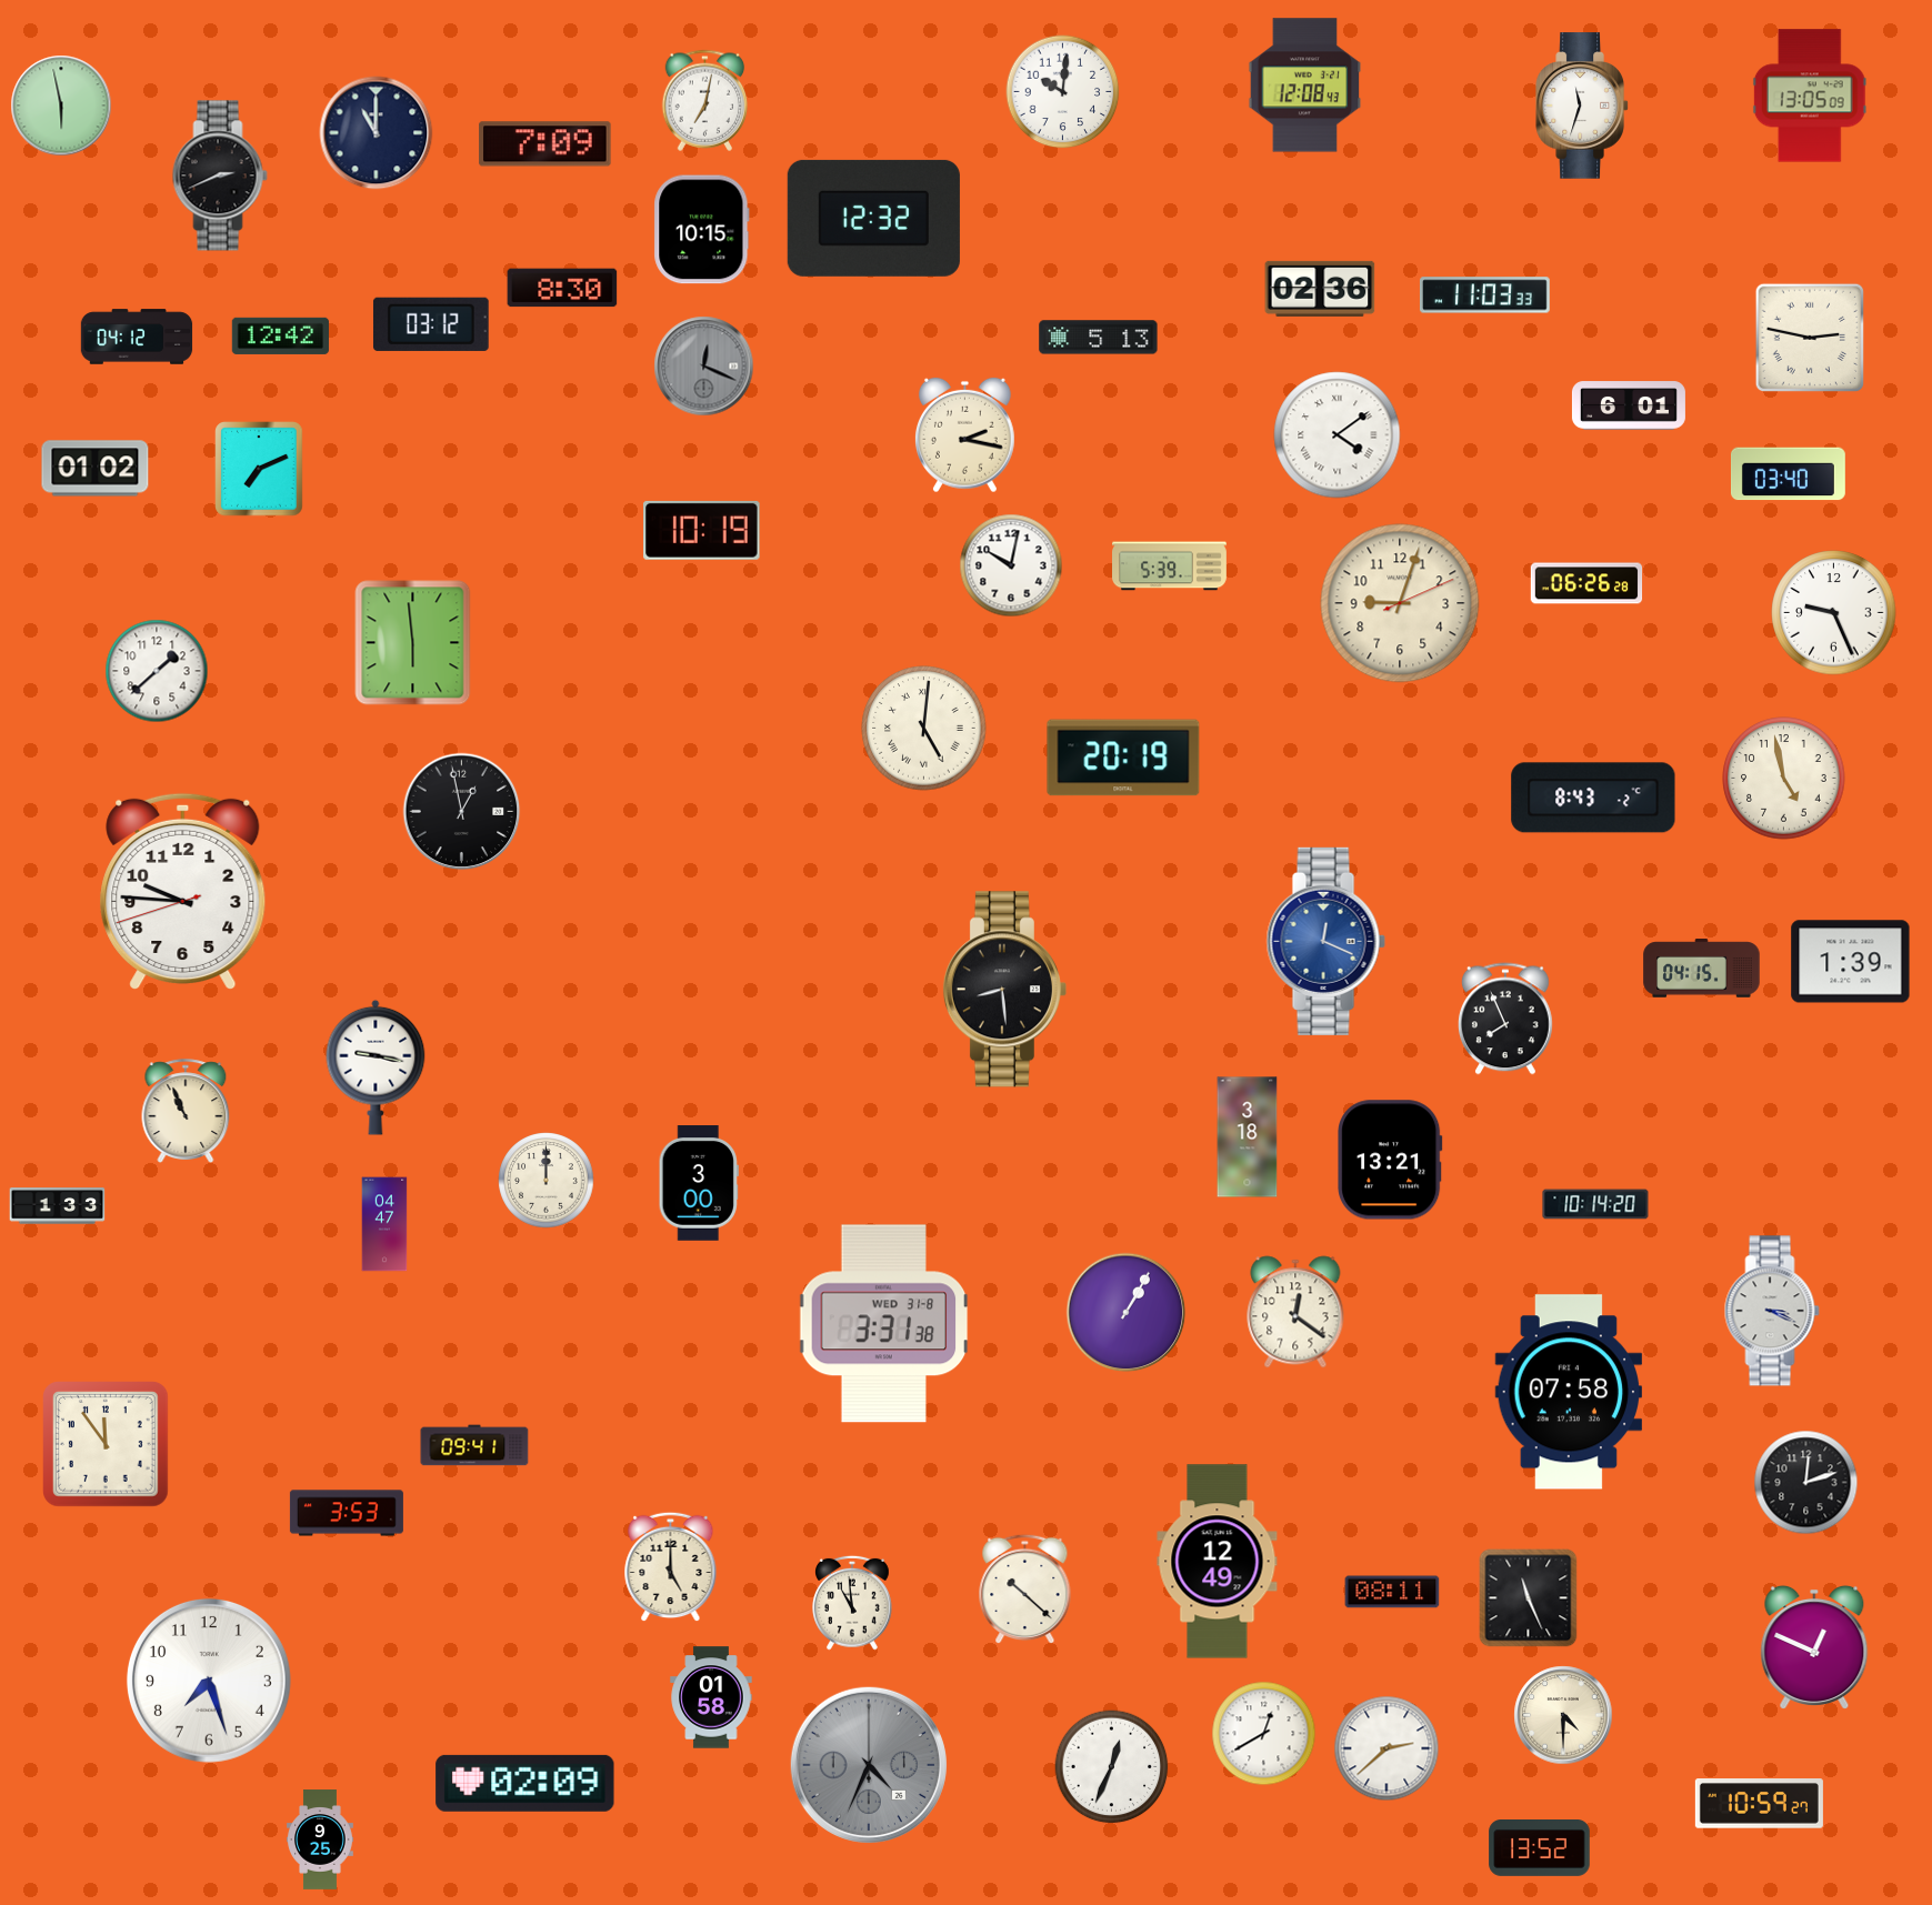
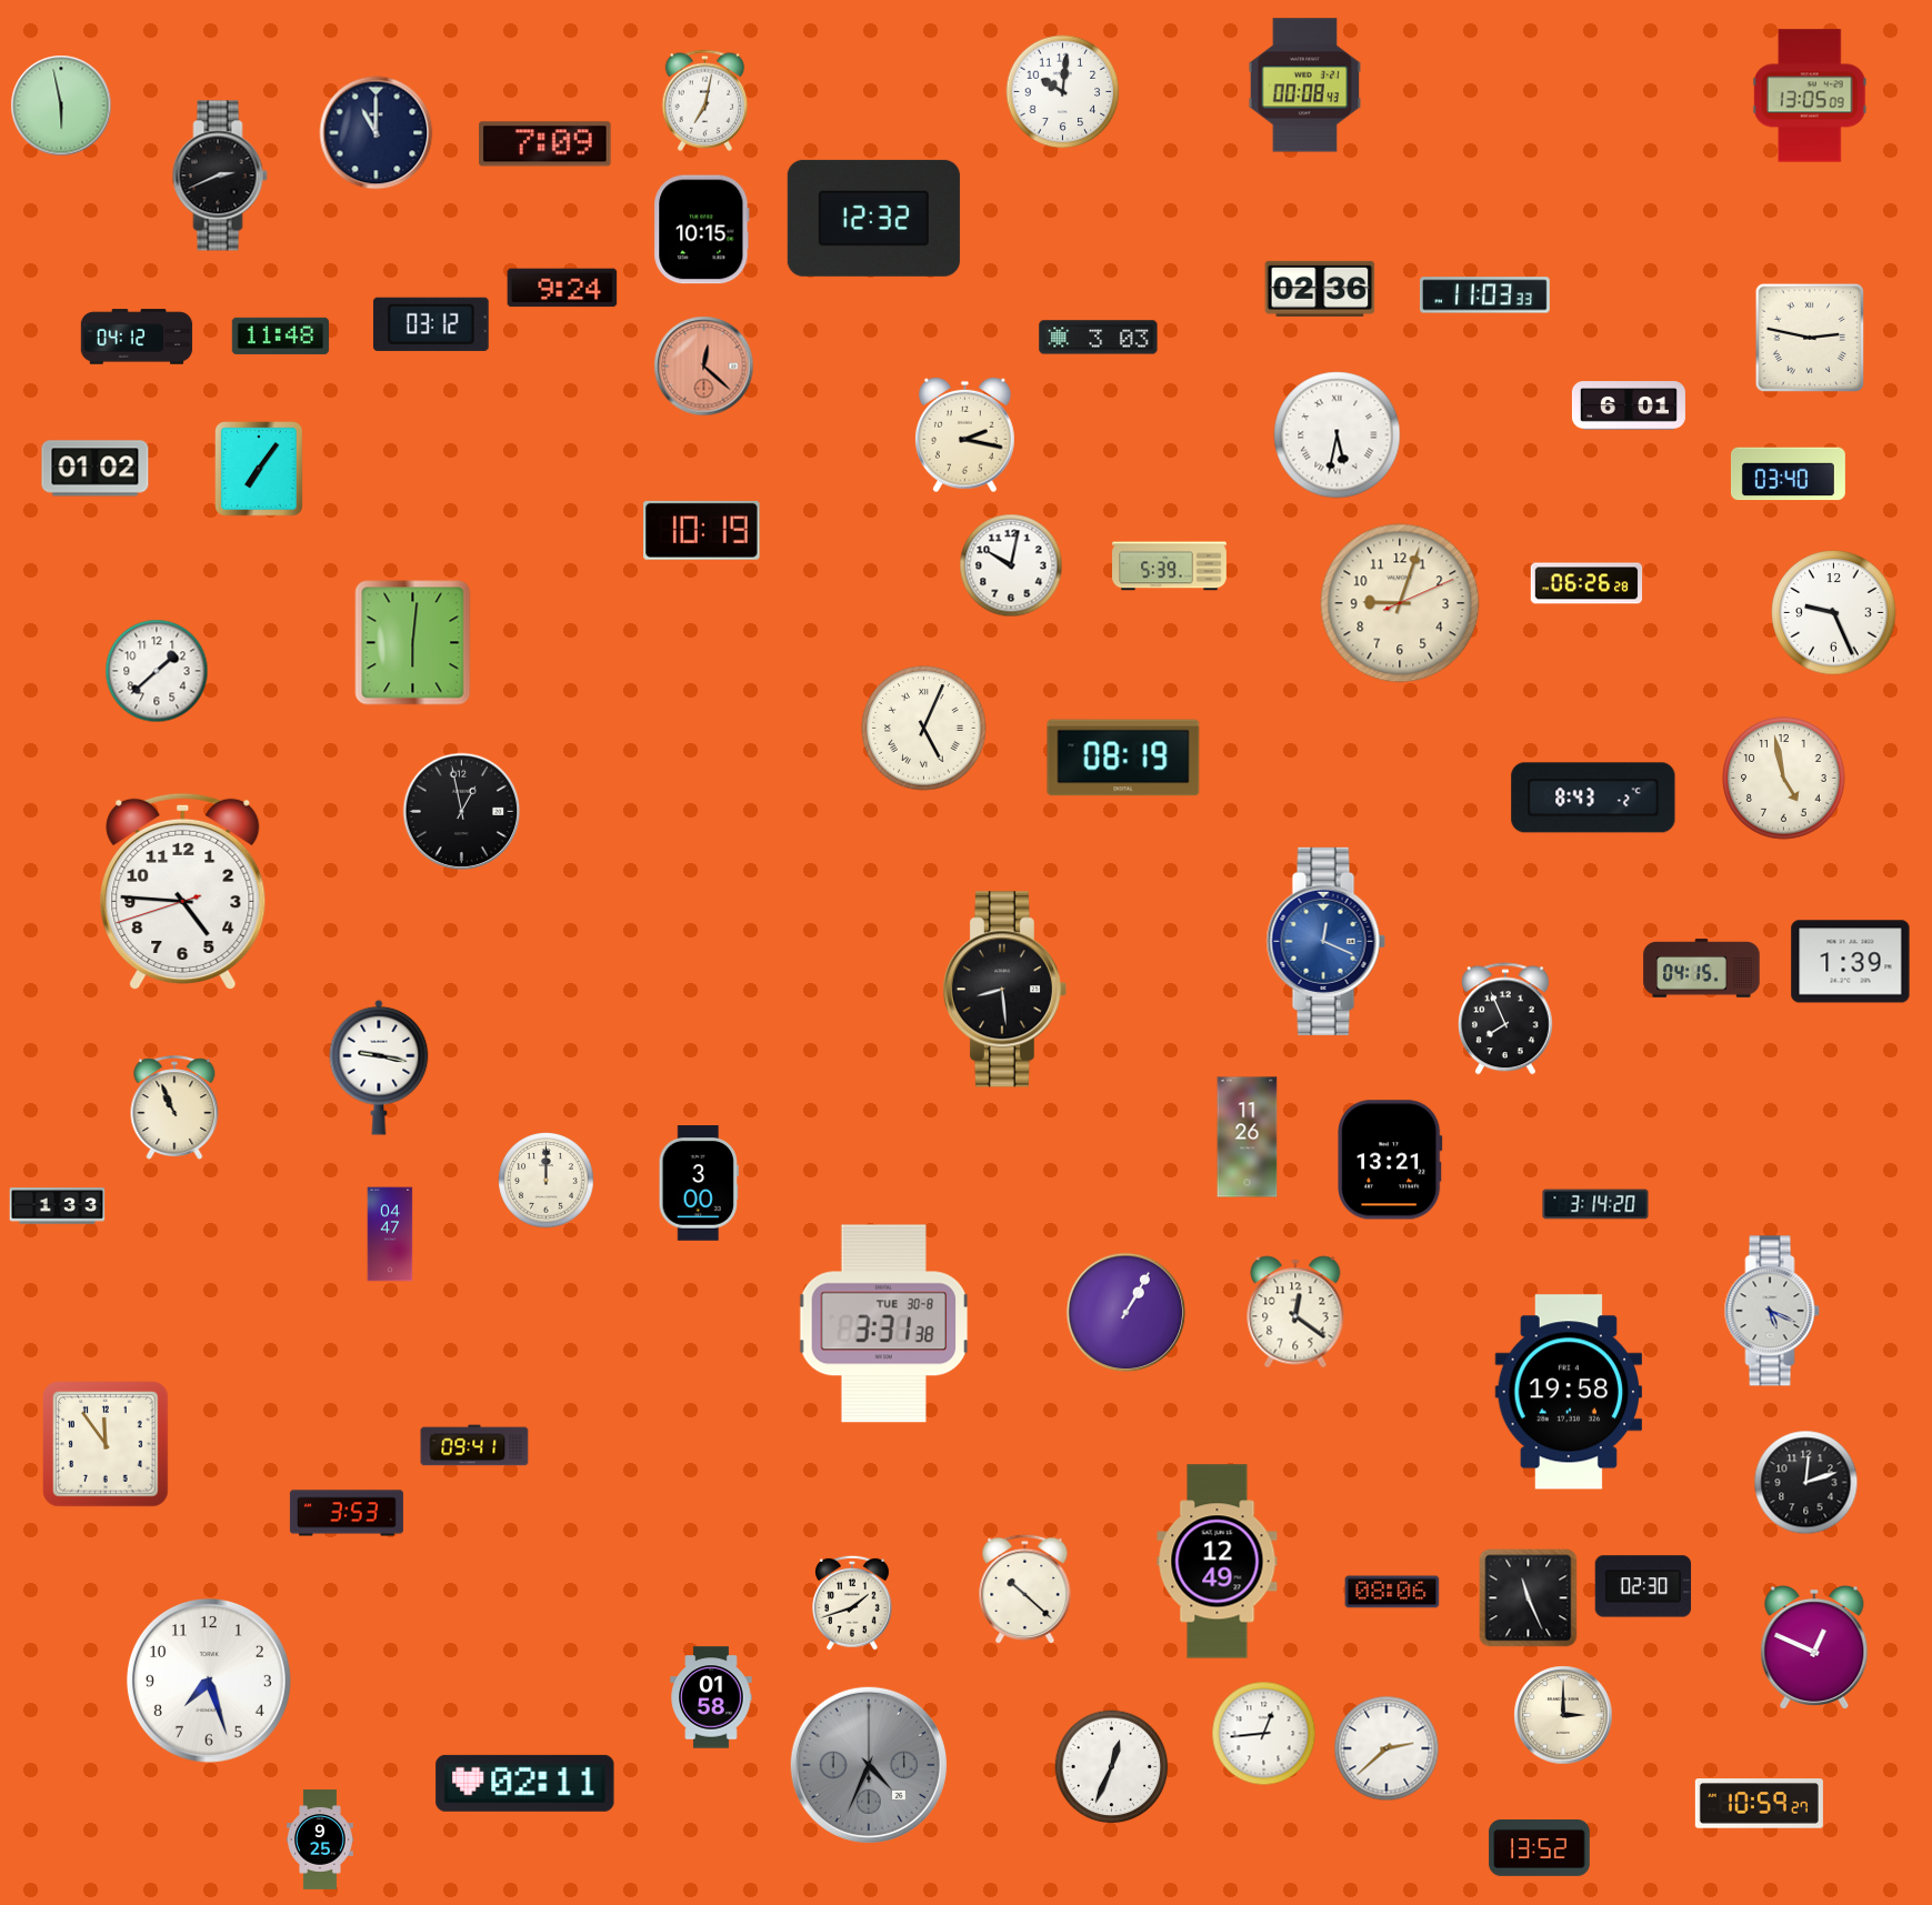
clock at (1305, 86): 12:08 -> 00:08
clock at (1582, 106): 11:33 -> none
clock at (562, 288): 8:30 -> 9:24
clock at (280, 335): 12:42 -> 11:48
clock at (1099, 338): 5:13 -> 3:03
clock at (704, 367): 12:19 -> 12:22
clock at (704, 367) dial: grey -> salmon
clock at (1338, 435): 4:09 -> 5:32
clock at (259, 469): 7:11 -> 7:06
clock at (413, 643): 5:59 -> 6:01
clock at (924, 729): 5:01 -> 5:04
clock at (1123, 758): 20:19 -> 08:19
clock at (183, 891): 9:45 -> 4:45
clock at (376, 1067) position: (376, 1067) -> (379, 1067)
clock at (186, 1111) position: (186, 1111) -> (174, 1107)
clock at (1248, 1137): 3:18 -> 11:26
clock at (1595, 1204): 10:14 -> 3:14
clock at (384, 1224) position: (384, 1224) -> (390, 1234)
clock at (1772, 1311): 3:19 -> 5:19
clock at (884, 1324) date: WED 31-8 -> TUE 30-8
clock at (1568, 1392): 07:58 -> 19:58
clock at (671, 1567): 5:00 -> none
clock at (1643, 1586): none -> 02:30
clock at (1392, 1592): 08:11 -> 08:06
clock at (853, 1603): 10:59 -> 1:42
clock at (1563, 1715): 4:30 -> 3:00
clock at (1264, 1734): 12:40 -> 12:44
clock at (525, 1783): 02:09 -> 02:11
